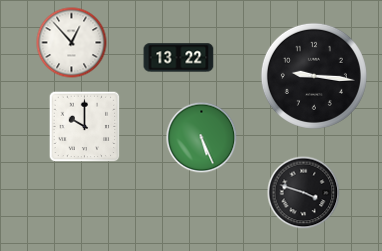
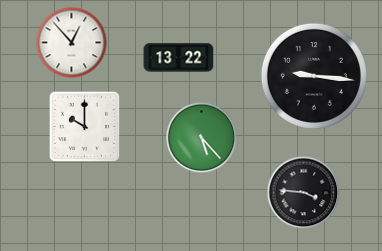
clock at (202, 138): 5:26 -> 5:23
clock at (304, 193): 3:48 -> 3:46
